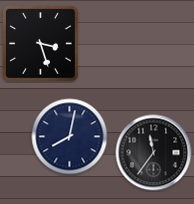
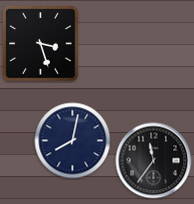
clock at (70, 137) position: (70, 137) -> (73, 141)
clock at (154, 153) position: (154, 153) -> (154, 161)
